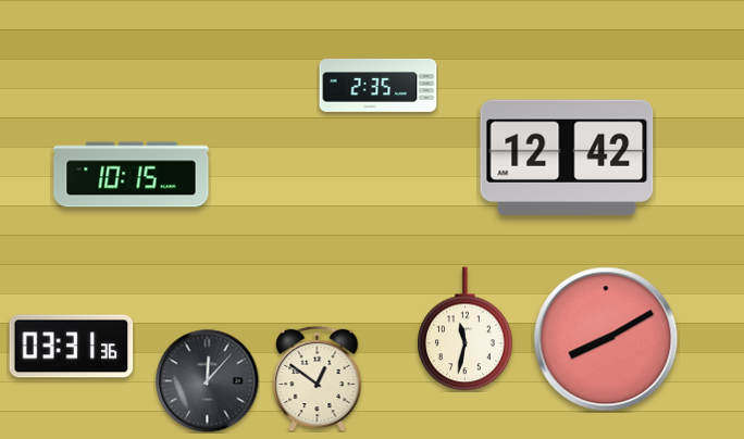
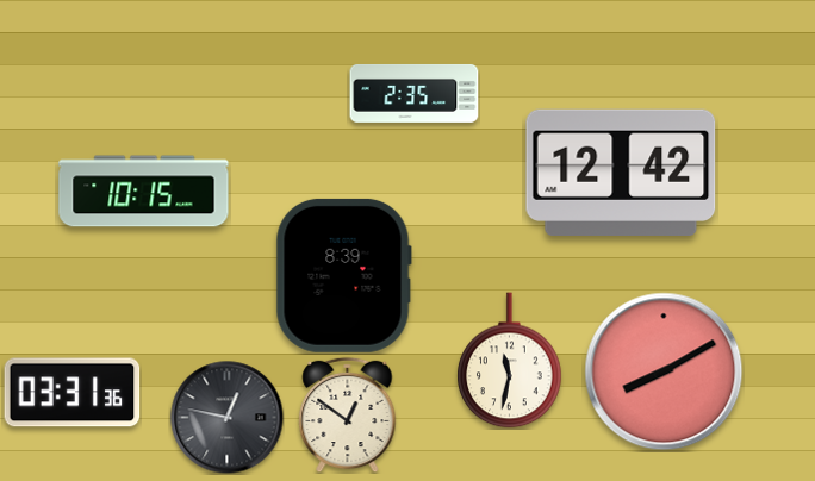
clock at (343, 275): none -> 8:39
clock at (72, 347) position: (72, 347) -> (73, 393)
clock at (207, 380): 12:07 -> 12:47
